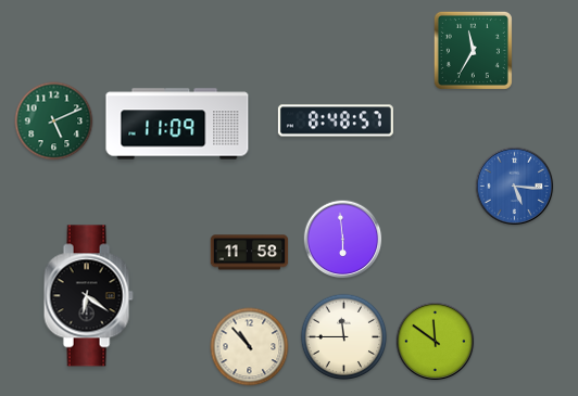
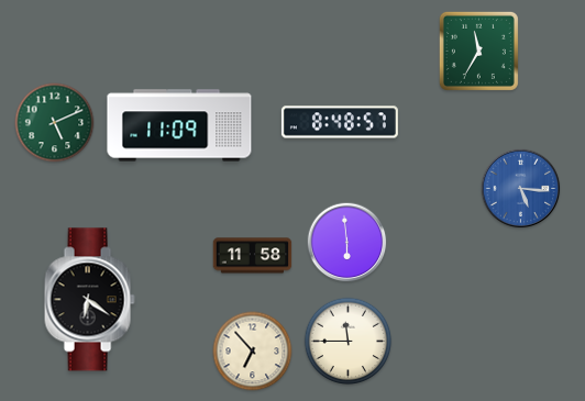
clock at (436, 342): 11:51 -> none
clock at (250, 347): 10:53 -> 6:53
